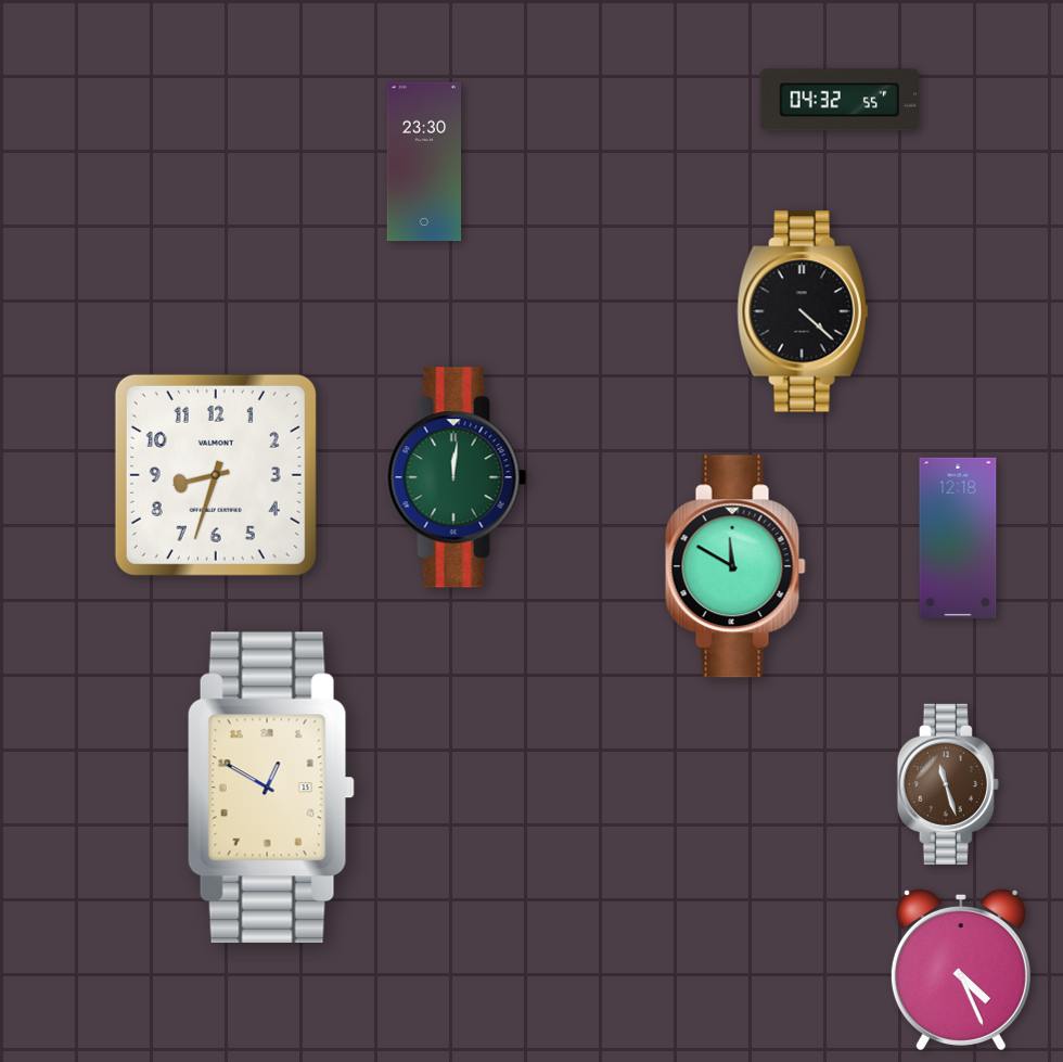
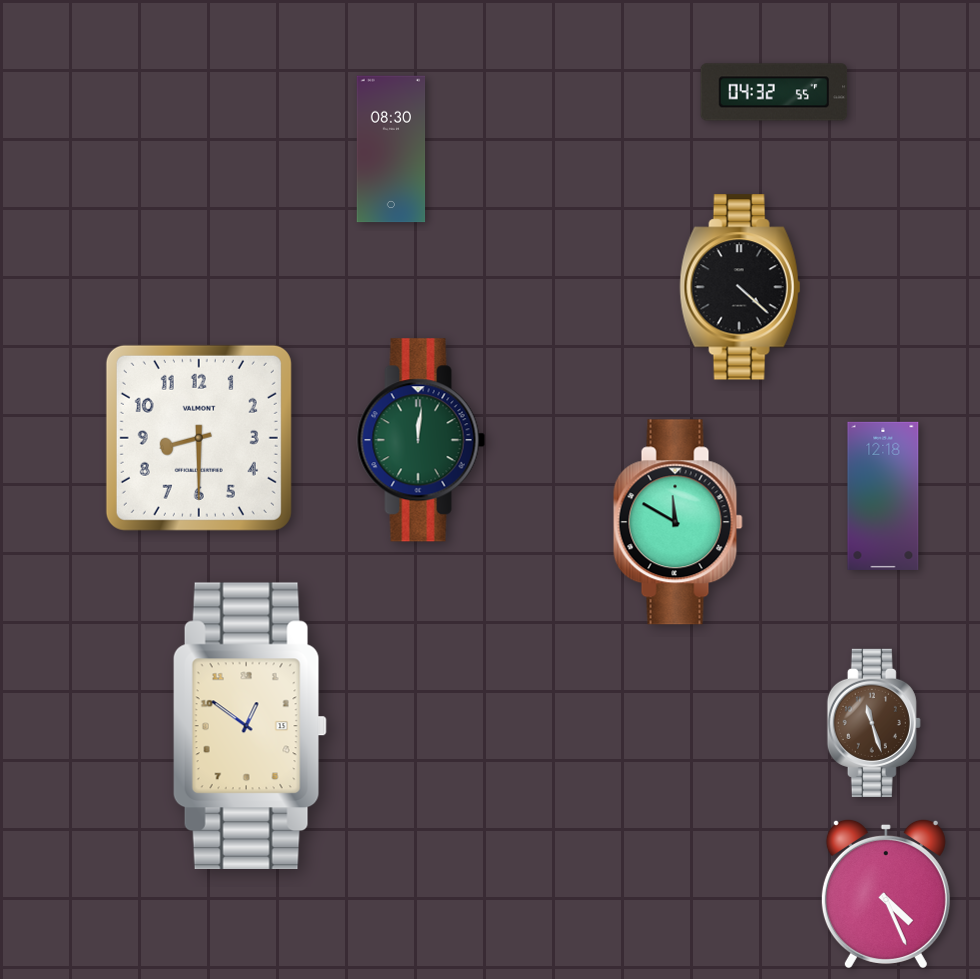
clock at (424, 162): 23:30 -> 08:30
clock at (216, 475): 8:33 -> 8:30
clock at (271, 786): 12:50 -> 12:51
